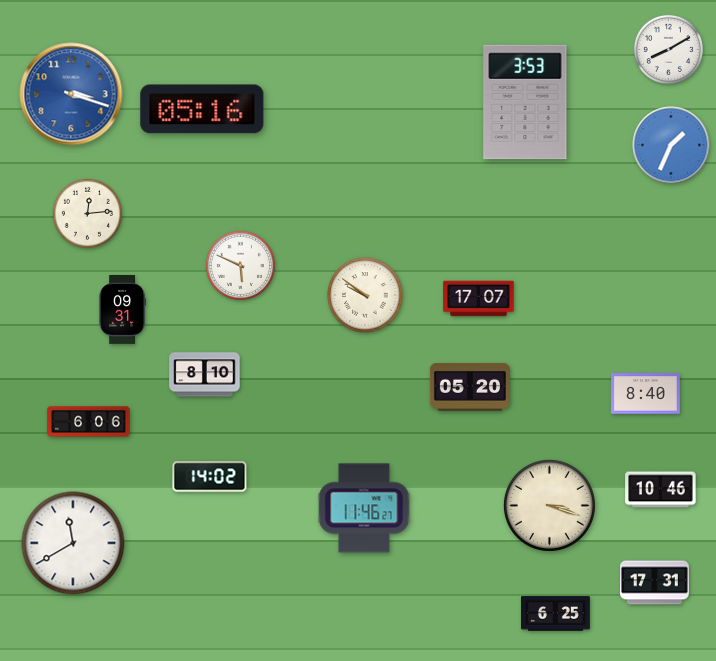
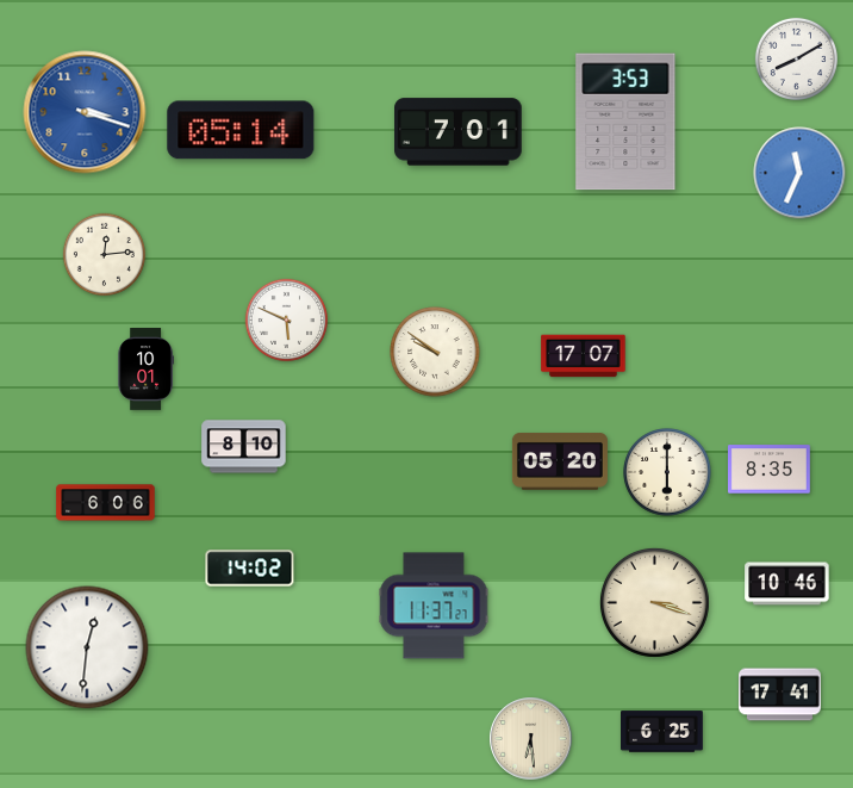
clock at (202, 109): 05:16 -> 05:14
clock at (459, 132): none -> 7:01
clock at (671, 145): 1:34 -> 11:34
clock at (240, 265) position: (240, 265) -> (286, 319)
clock at (479, 299) position: (479, 299) -> (584, 356)
clock at (122, 310): 09:31 -> 10:01
clock at (646, 394): 8:40 -> 8:35
clock at (667, 472): none -> 6:00
clock at (364, 508): 11:46 -> 11:37
clock at (73, 543): 11:40 -> 12:31
clock at (655, 583): 17:31 -> 17:41
clock at (531, 739): none -> 6:29
